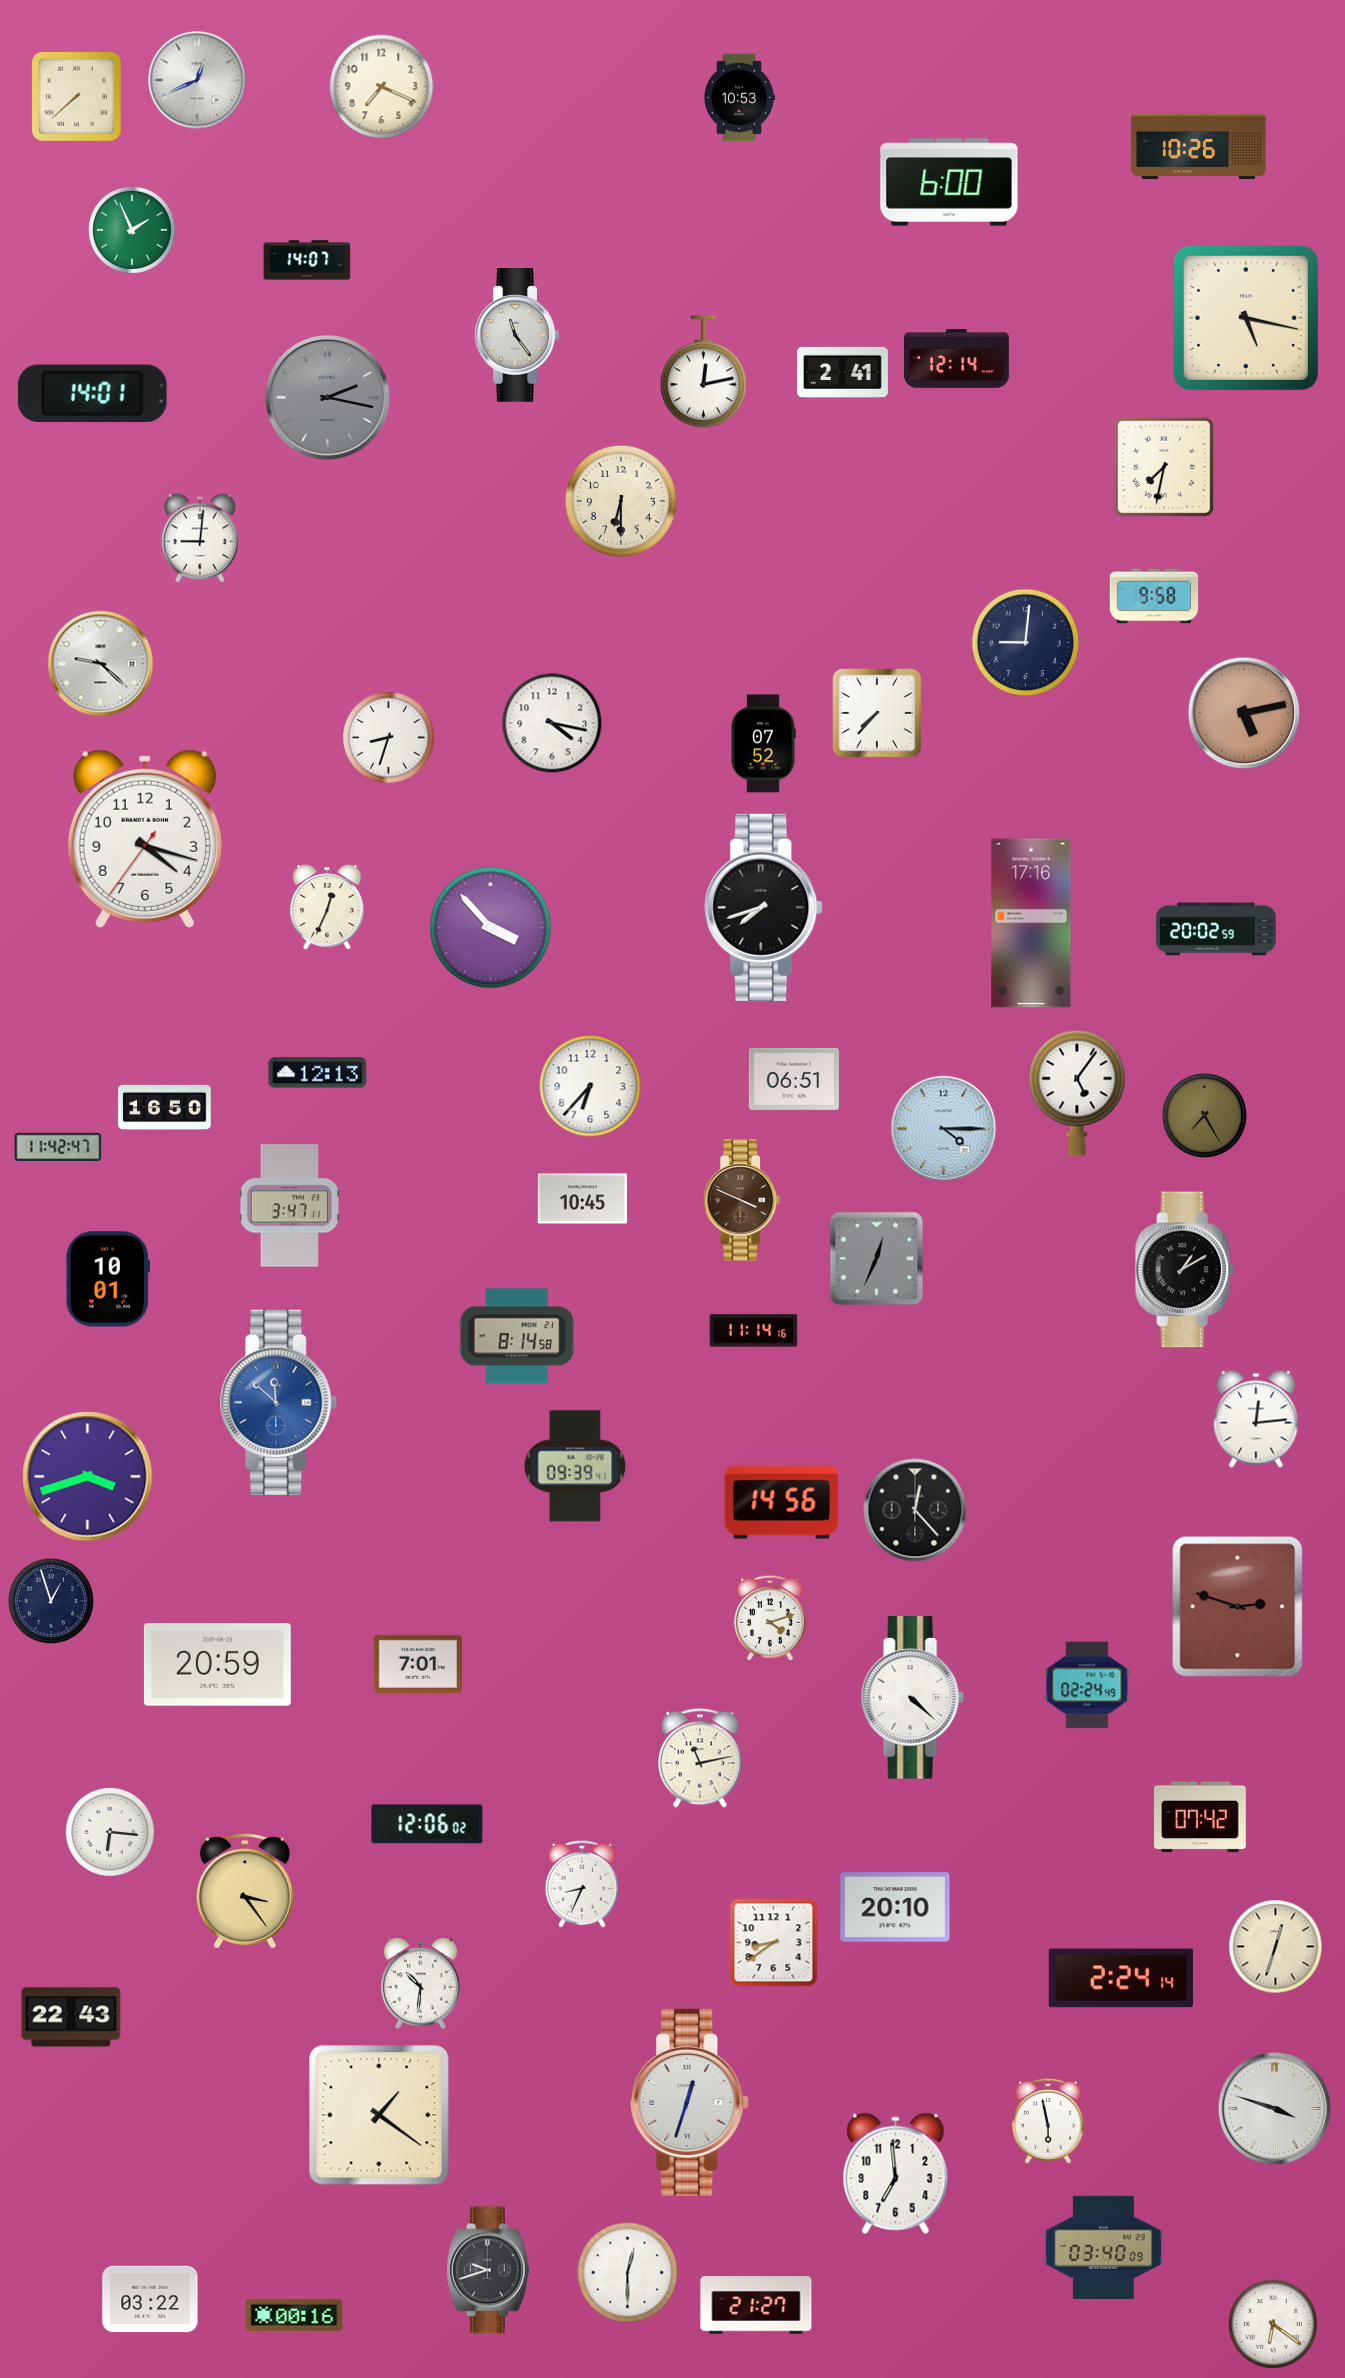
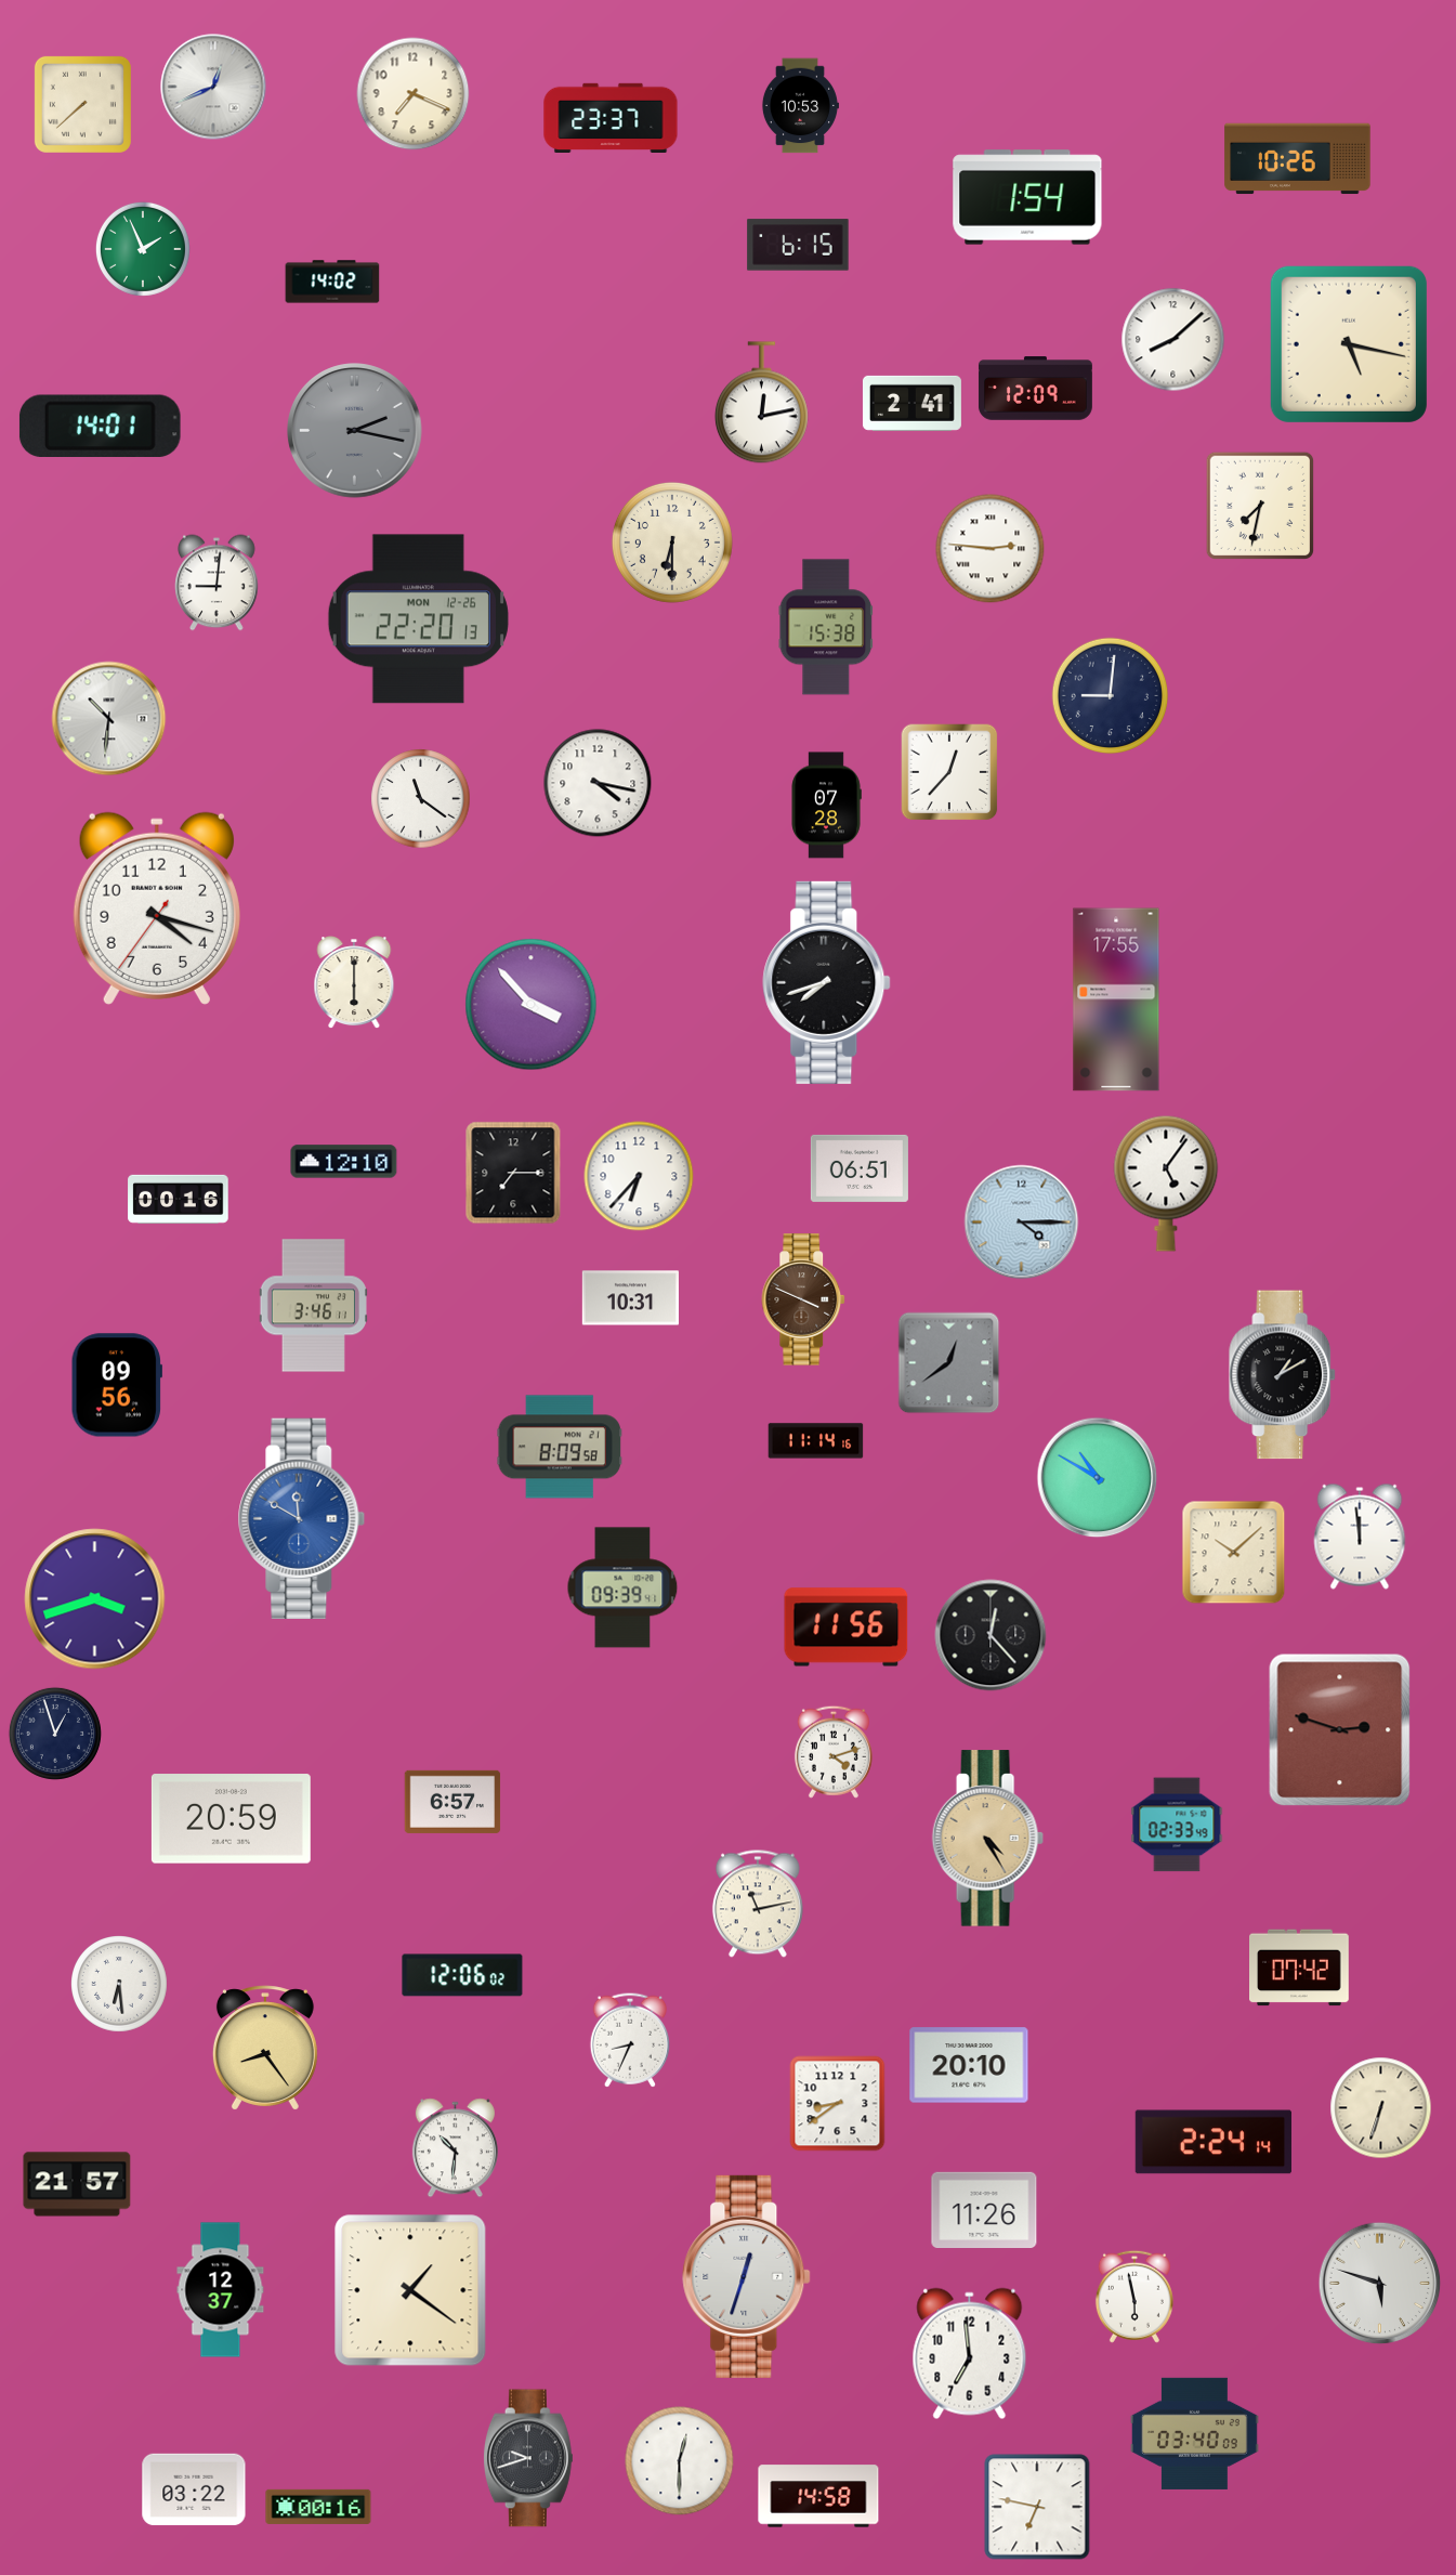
clock at (611, 117): none -> 23:37
clock at (949, 182): 6:00 -> 1:54
clock at (798, 245): none -> 6:15
clock at (307, 260): 14:07 -> 14:02
clock at (1173, 340): none -> 8:08
clock at (517, 336): 11:24 -> none
clock at (956, 359): 12:14 -> 12:09
clock at (991, 549): none -> 2:46
clock at (418, 619): none -> 22:20
clock at (825, 627): none -> 15:38
clock at (1154, 596): 9:58 -> none
clock at (101, 664): 9:22 -> 10:31
clock at (877, 713): 7:37 -> 12:37
clock at (1244, 713): 5:13 -> none
clock at (389, 738): 8:33 -> 11:21
clock at (763, 744): 07:52 -> 07:28
clock at (327, 908): 12:34 -> 6:00
clock at (1031, 923): 17:16 -> 17:55
clock at (1216, 929): 20:02 -> none
clock at (318, 1073): 12:13 -> 12:10
clock at (513, 1173): none -> 7:15
clock at (165, 1107): 16:50 -> 00:16
clock at (1204, 1115): 7:25 -> none
clock at (58, 1147): 11:42 -> none
clock at (582, 1199): 10:45 -> 10:31
clock at (289, 1206): 3:47 -> 3:46
clock at (877, 1259): 12:34 -> 12:39
clock at (107, 1279): 10:01 -> 09:56
clock at (516, 1336): 8:14 -> 8:09
clock at (1098, 1478): none -> 10:50
clock at (279, 1402): 11:52 -> 11:50
clock at (1256, 1419): 12:14 -> 11:59
clock at (1234, 1553): none -> 10:08
clock at (782, 1503): 14:56 -> 11:56
clock at (1238, 1607) position: (1238, 1607) -> (1340, 1730)
clock at (418, 1664): 7:01 -> 6:57
clock at (217, 1665) position: (217, 1665) -> (231, 1819)
clock at (1087, 1685): 02:24 -> 02:33
clock at (912, 1698): 4:22 -> 4:25
clock at (912, 1698) dial: white -> champagne
clock at (111, 1833): 6:16 -> 6:29
clock at (245, 1891): 3:24 -> 8:24
clock at (1276, 1947): 12:33 -> 6:33
clock at (71, 2017): 22:43 -> 21:57
clock at (984, 2209): none -> 11:26
clock at (1275, 2109): 3:48 -> 5:48
clock at (221, 2290): none -> 12:37
clock at (150, 2299) position: (150, 2299) -> (194, 2489)
clock at (756, 2305): 21:27 -> 14:58
clock at (1037, 2507): none -> 6:47
clock at (1274, 2325): 6:21 -> none
